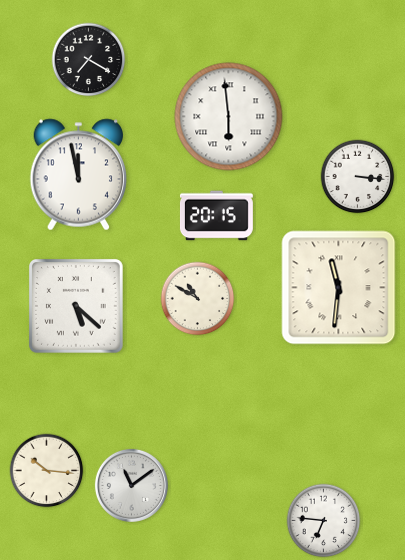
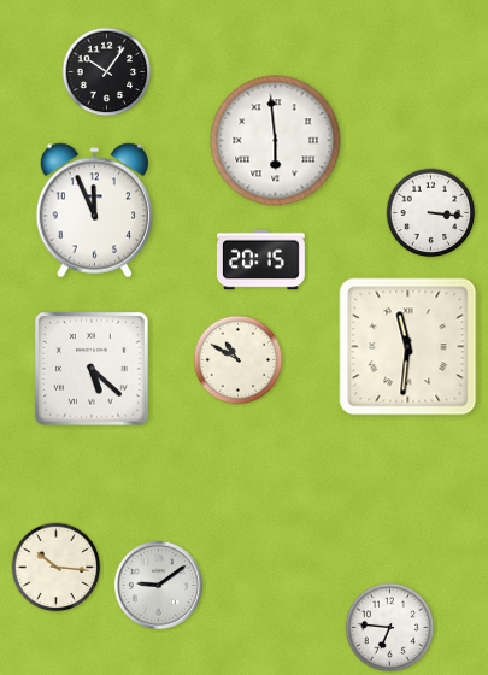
clock at (89, 60): 7:20 -> 10:06
clock at (79, 175): 11:58 -> 11:56
clock at (131, 485): 11:09 -> 9:09
